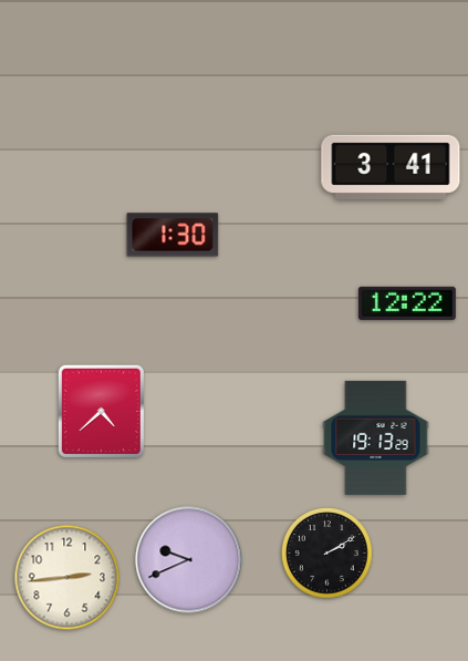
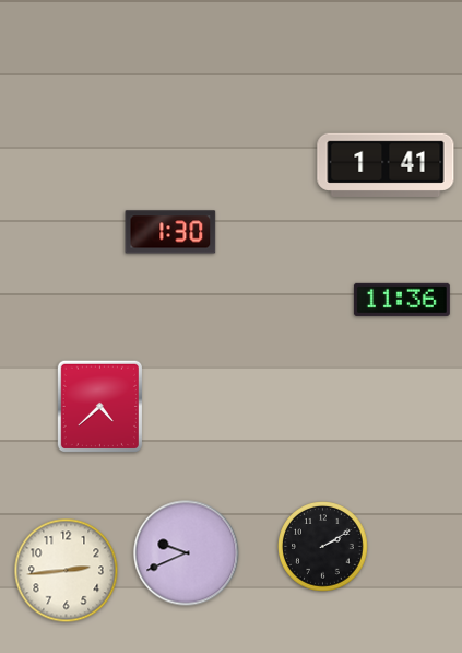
clock at (391, 167): 3:41 -> 1:41
clock at (407, 303): 12:22 -> 11:36
clock at (376, 437): 19:13 -> none
